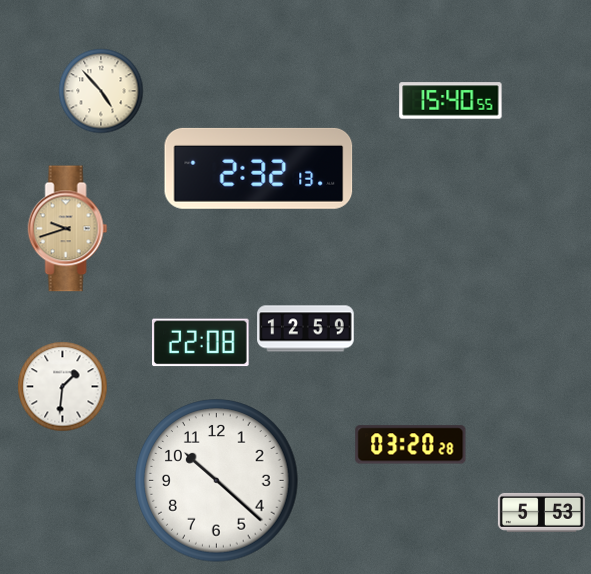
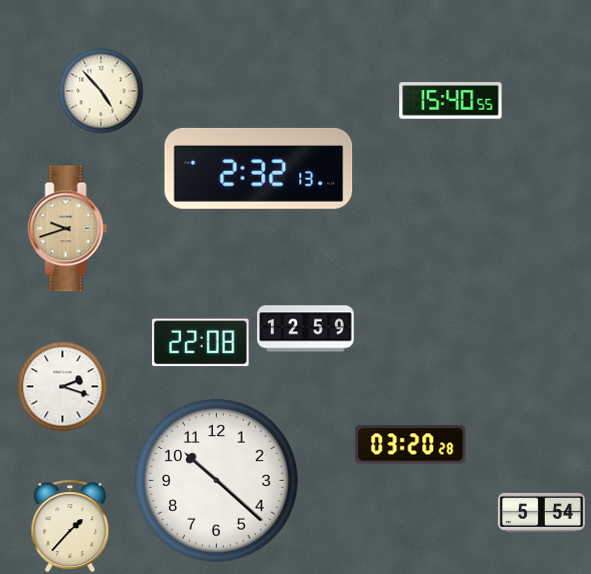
clock at (62, 386): 1:31 -> 2:18
clock at (541, 512): 5:53 -> 5:54
clock at (70, 526): none -> 1:37
